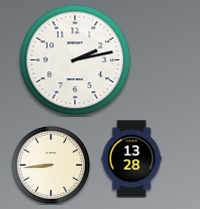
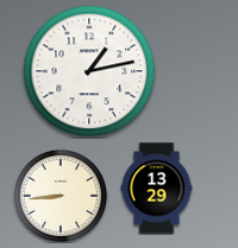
clock at (75, 60): 2:13 -> 1:13
clock at (132, 159): 13:28 -> 13:29
